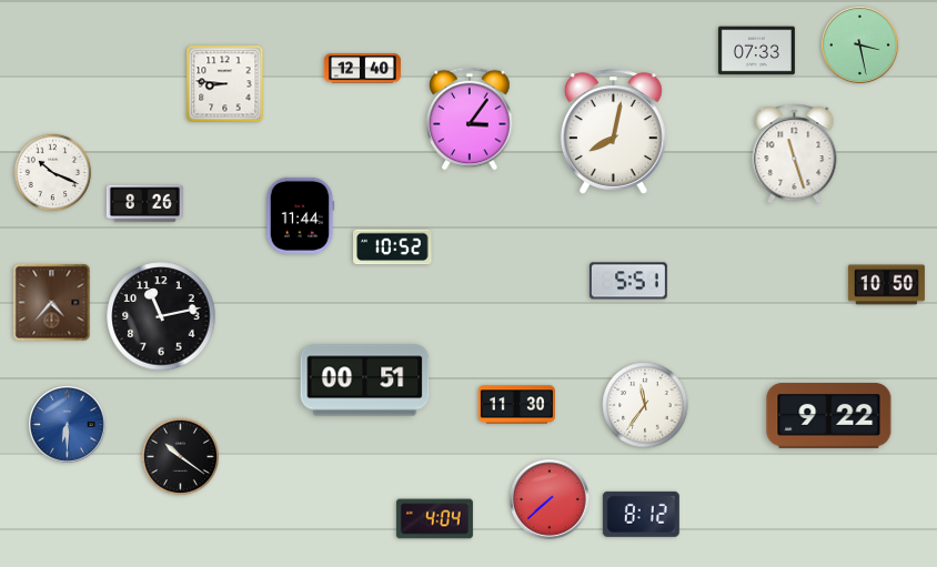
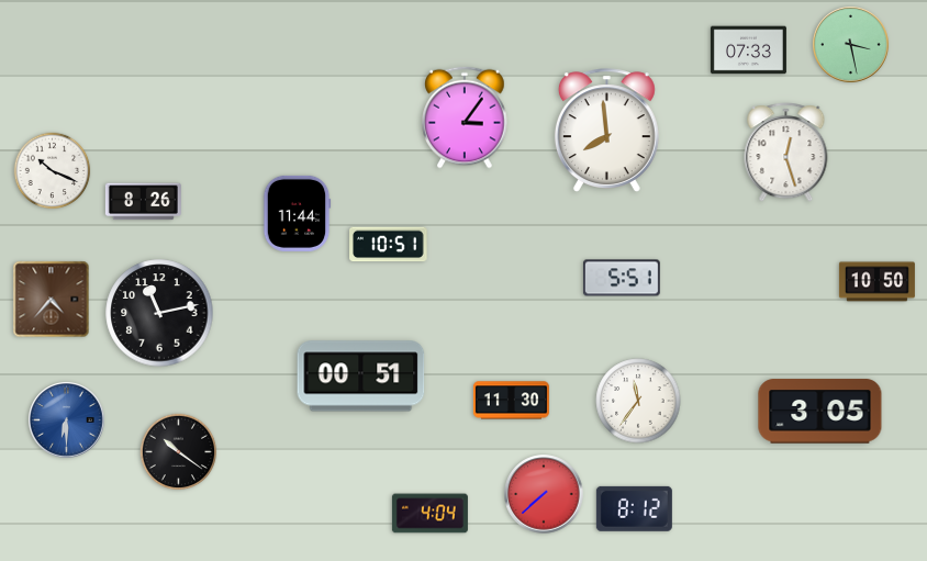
clock at (362, 69): 12:40 -> none
clock at (225, 84): 8:46 -> none
clock at (613, 132): 8:02 -> 7:59
clock at (795, 154): 11:27 -> 12:27
clock at (393, 247): 10:52 -> 10:51
clock at (829, 416): 9:22 -> 3:05
